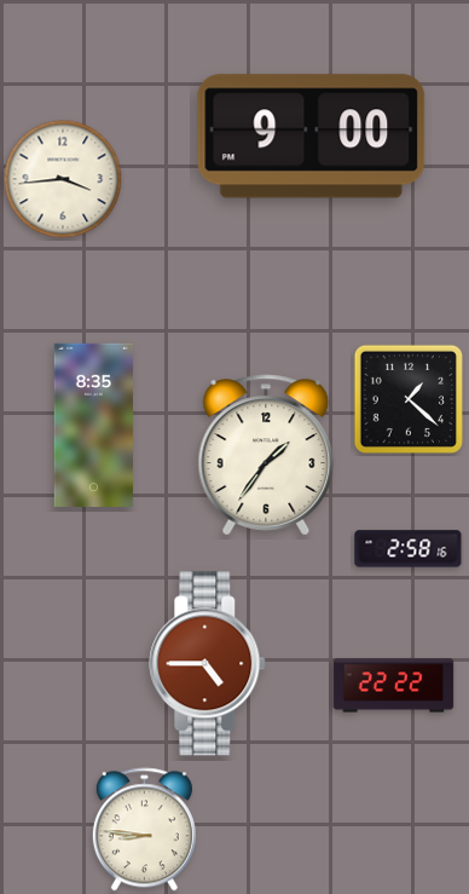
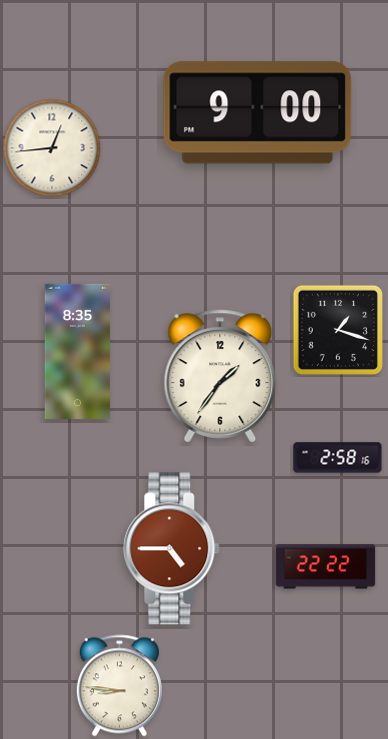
clock at (63, 179): 3:44 -> 12:44
clock at (407, 398): 1:22 -> 1:18
clock at (409, 549) position: (409, 549) -> (338, 458)
